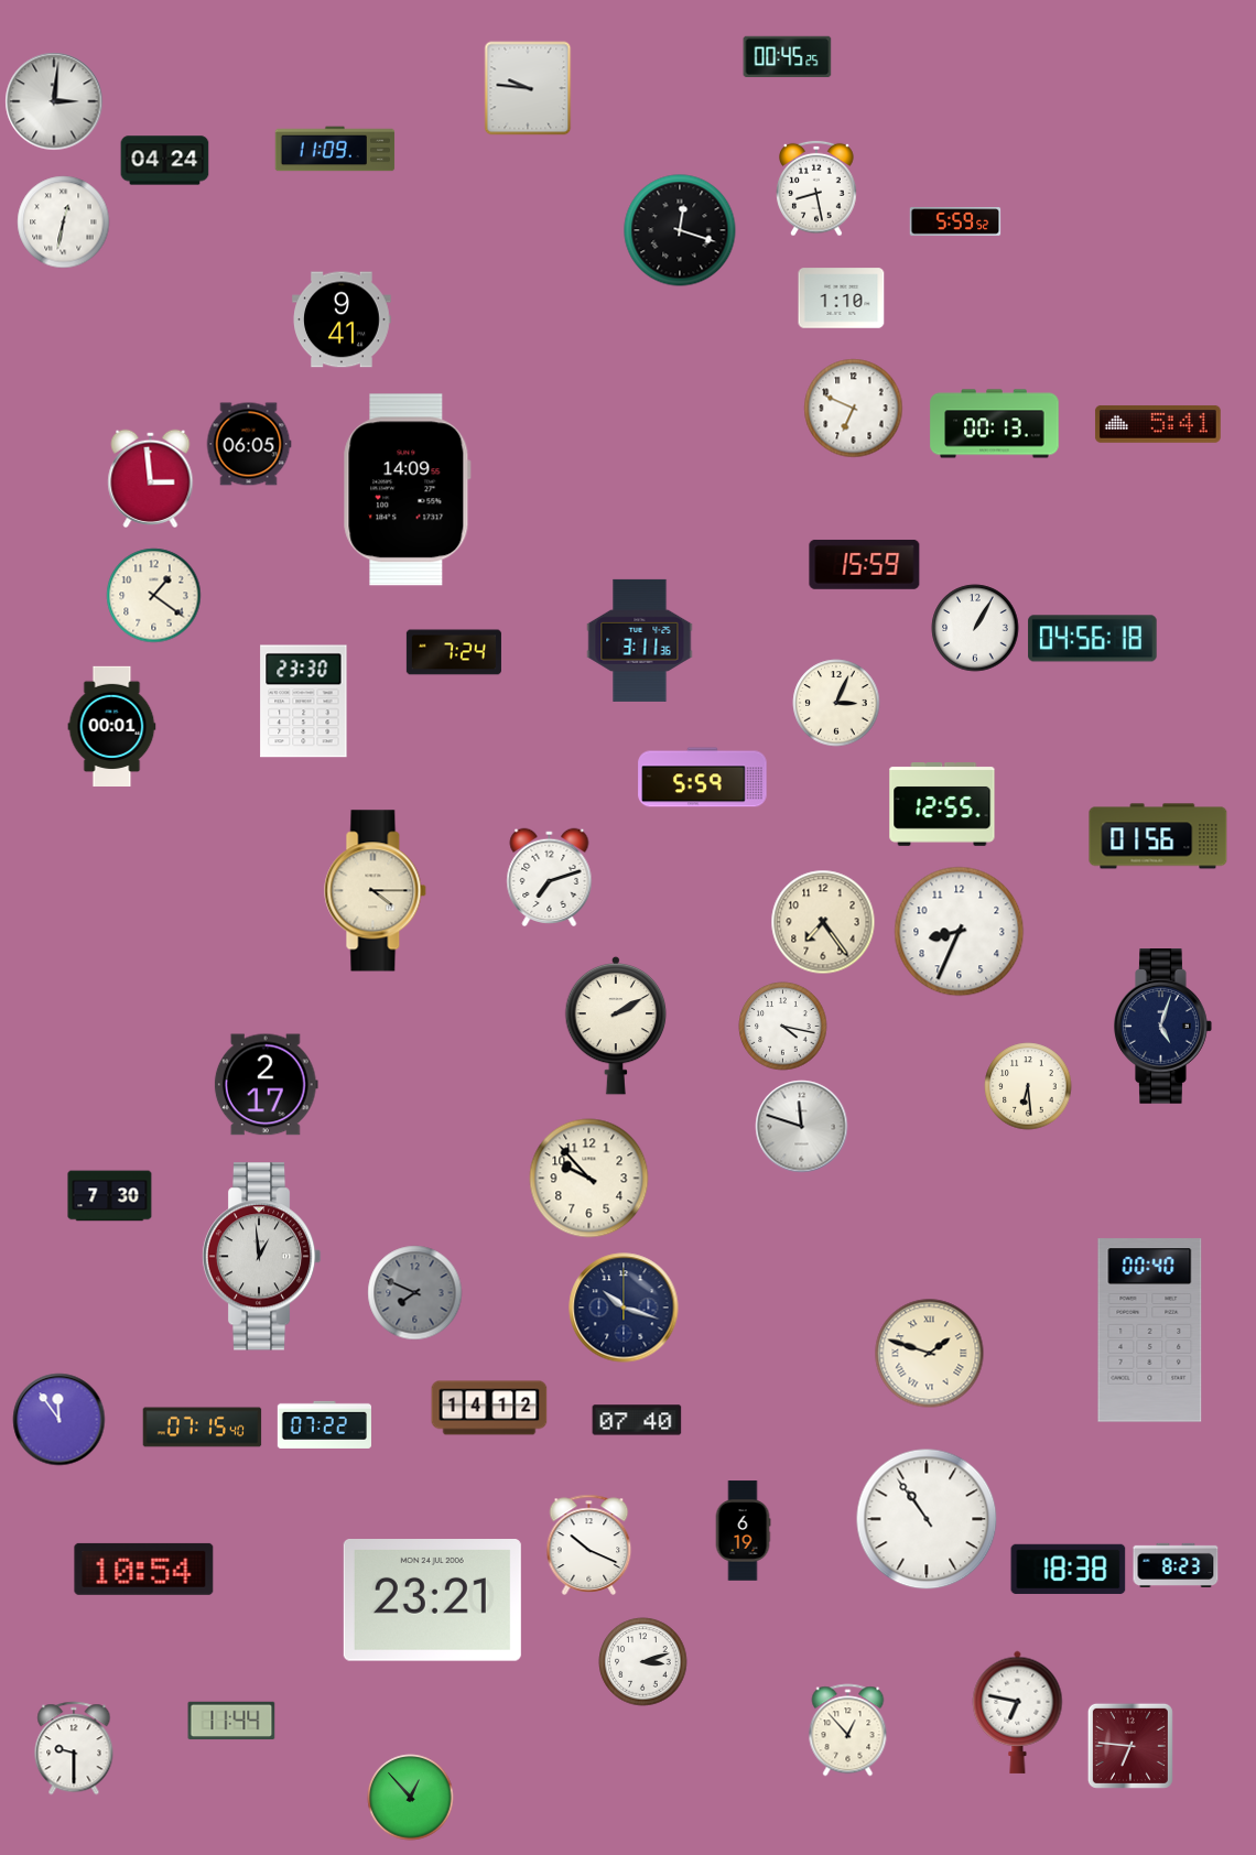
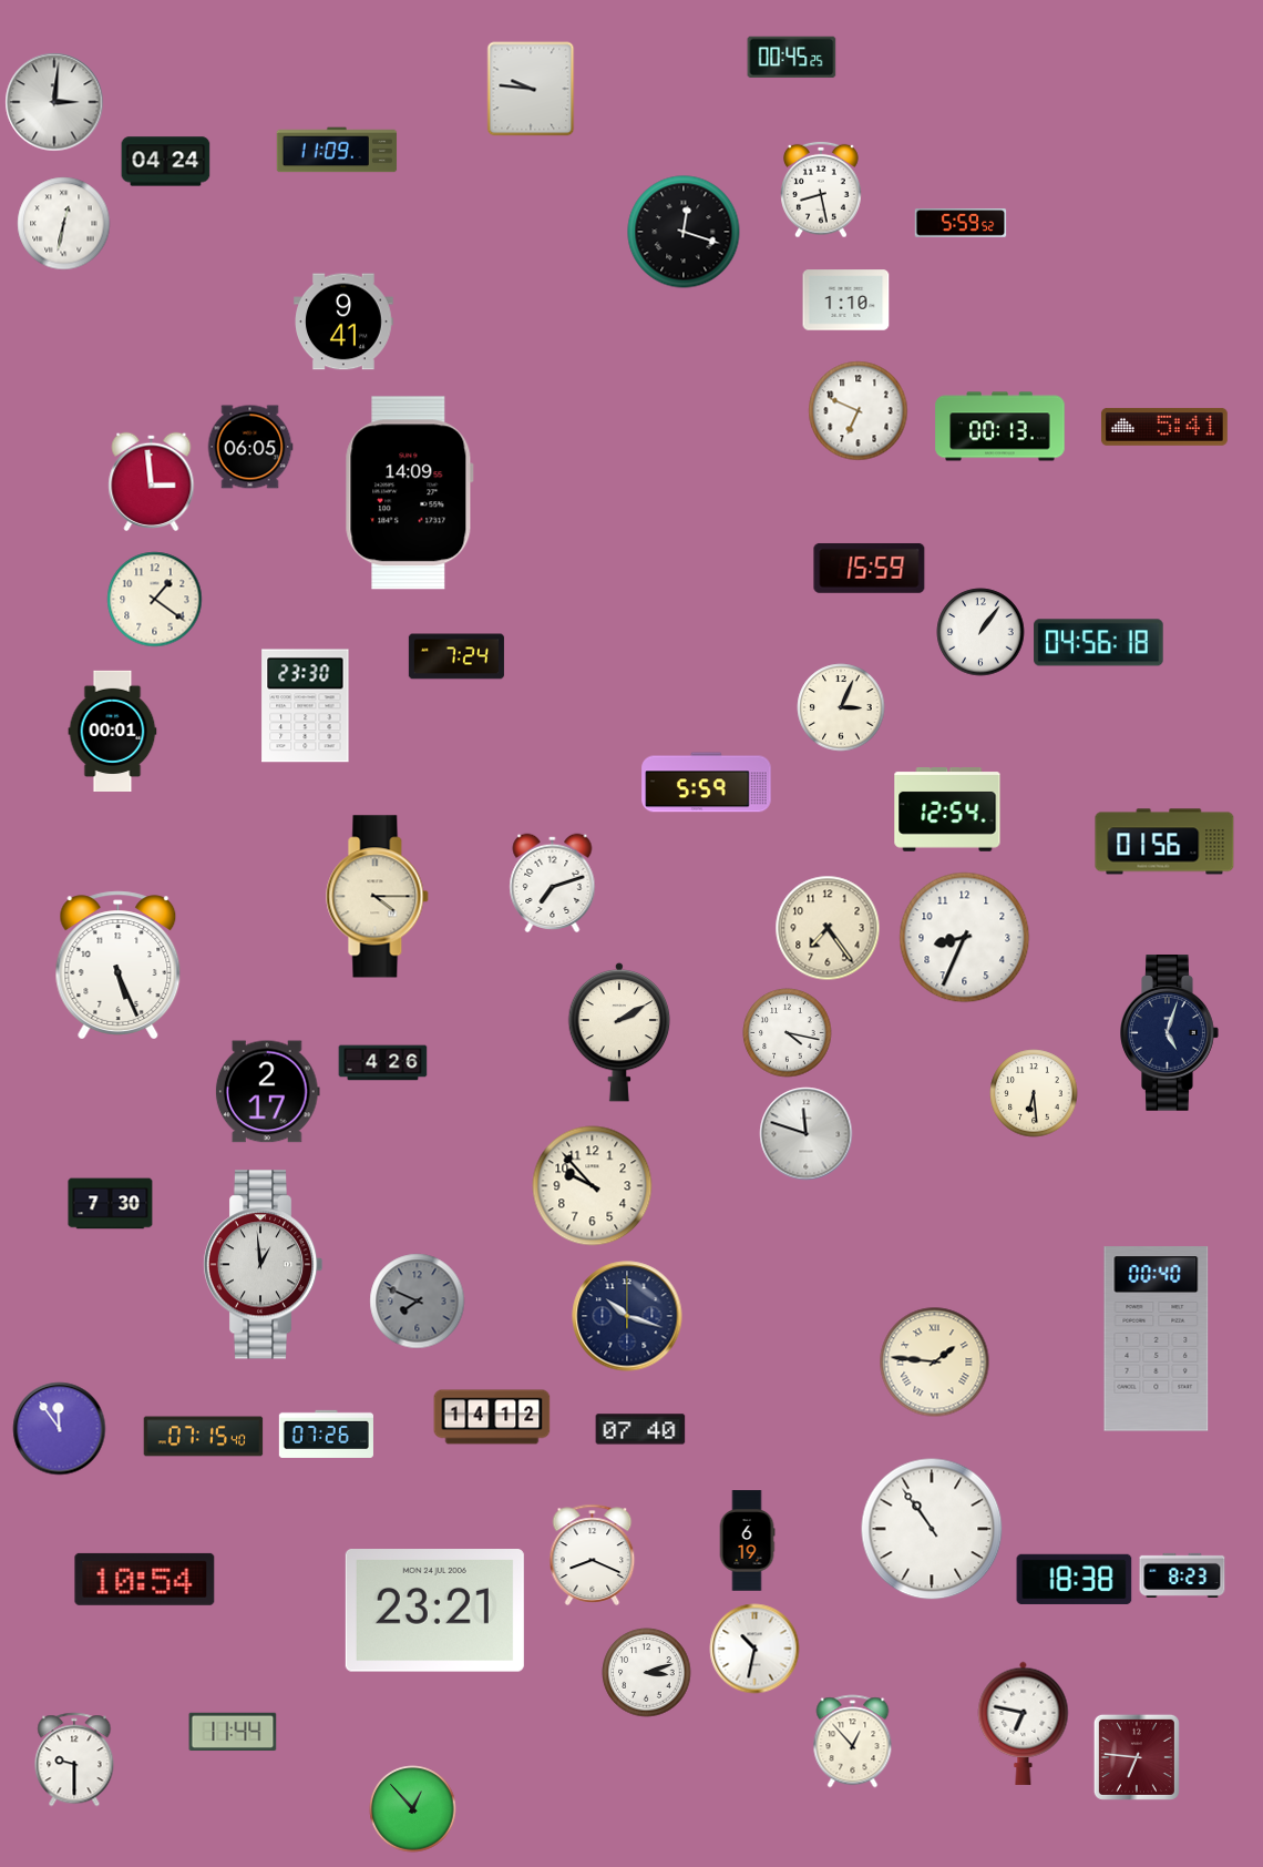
clock at (975, 628): 1:05 -> 1:06
clock at (640, 640): 3:11 -> none
clock at (942, 804): 12:55 -> 12:54
clock at (119, 966): none -> 5:26
clock at (383, 1063): none -> 4:26
clock at (930, 1354): 1:48 -> 1:46
clock at (324, 1424): 07:22 -> 07:26
clock at (589, 1544): 10:19 -> 8:19
clock at (754, 1649): none -> 10:32
